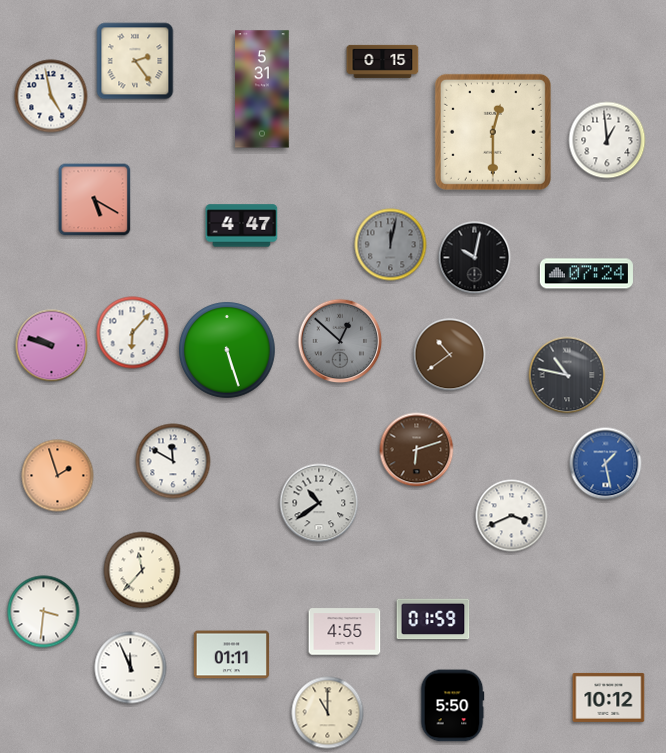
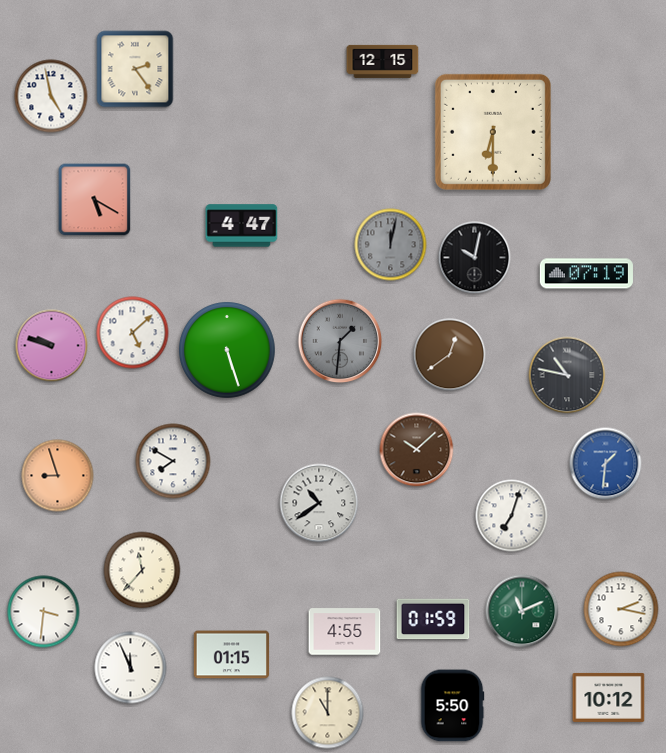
clock at (135, 61) position: (135, 61) -> (135, 69)
clock at (383, 61): 0:15 -> 12:15
clock at (262, 89): 5:31 -> none
clock at (493, 132): 12:30 -> 6:30
clock at (607, 140): 12:59 -> none
clock at (586, 274): 07:24 -> 07:19
clock at (133, 333): 6:07 -> 5:08
clock at (340, 341): 12:52 -> 1:31
clock at (450, 355): 10:39 -> 12:39
clock at (417, 450): 6:12 -> 10:08
clock at (173, 461): 11:50 -> 7:50
clock at (606, 464): 1:28 -> 1:31
clock at (58, 476): 1:57 -> 8:57
clock at (512, 516): 3:41 -> 7:03
clock at (621, 609): none -> 2:17
clock at (522, 611): none -> 11:11
clock at (232, 655): 01:11 -> 01:15
